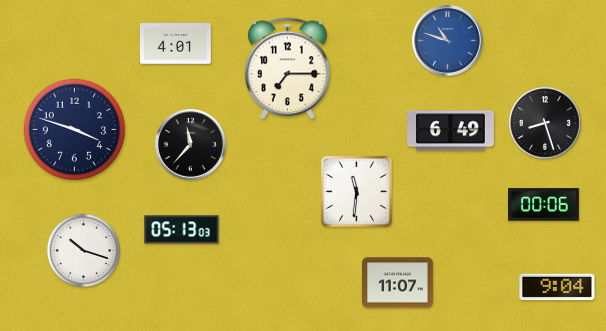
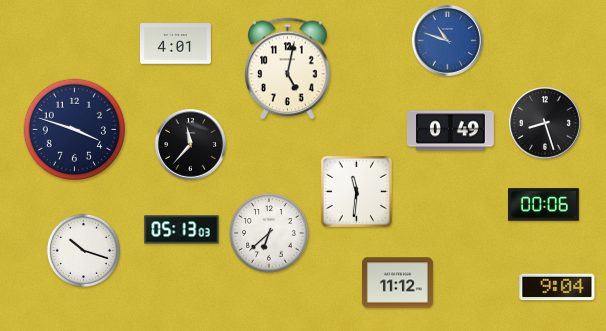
clock at (288, 69): 7:15 -> 5:02
clock at (451, 131): 6:49 -> 0:49
clock at (269, 233): none -> 6:38
clock at (398, 283): 11:07 -> 11:12
